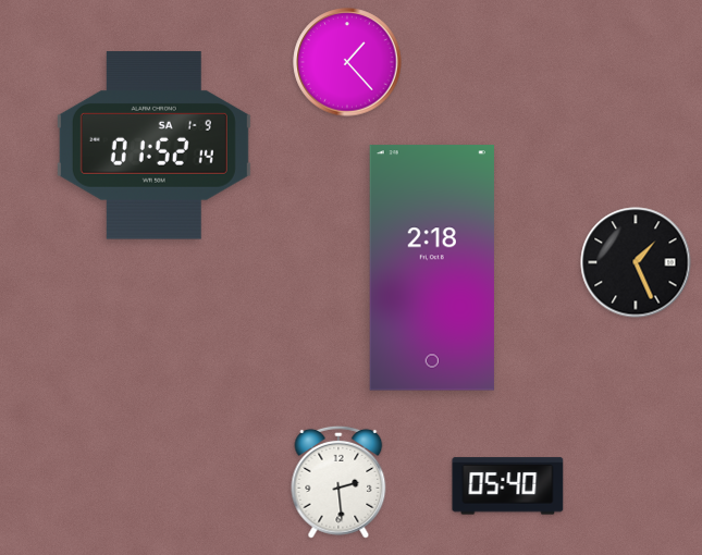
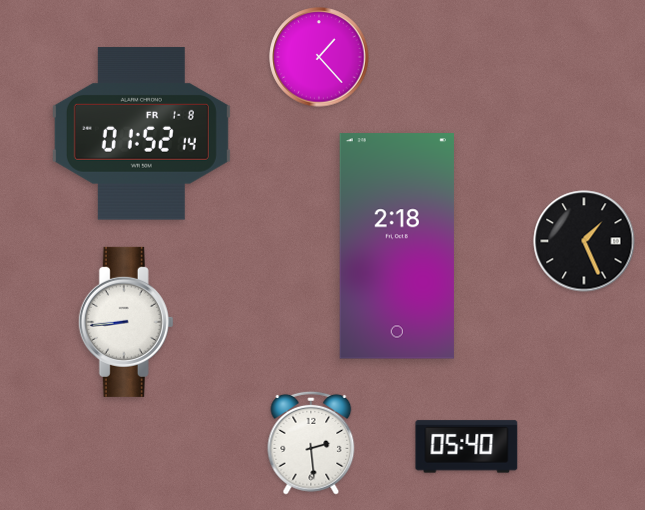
clock at (153, 146) date: SA 1-9 -> FR 1-8
clock at (126, 322): none -> 8:44
